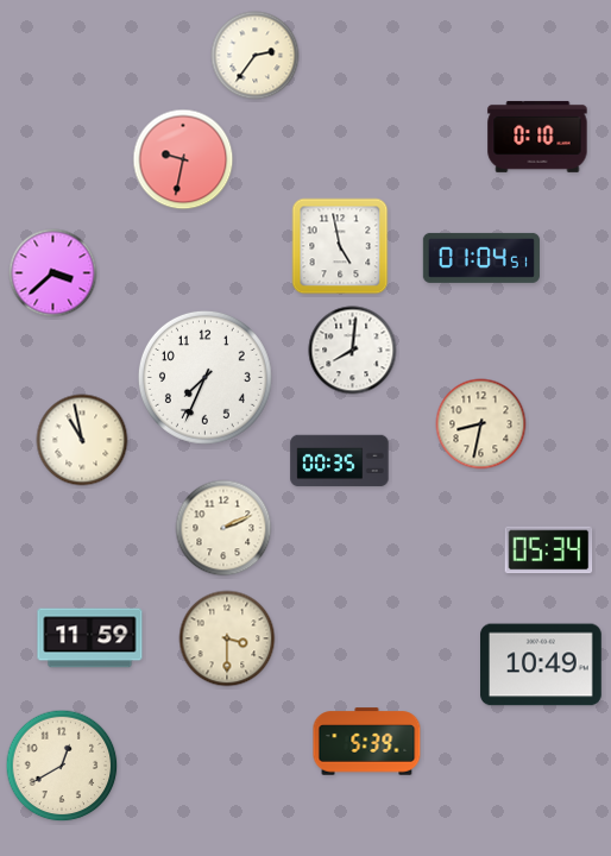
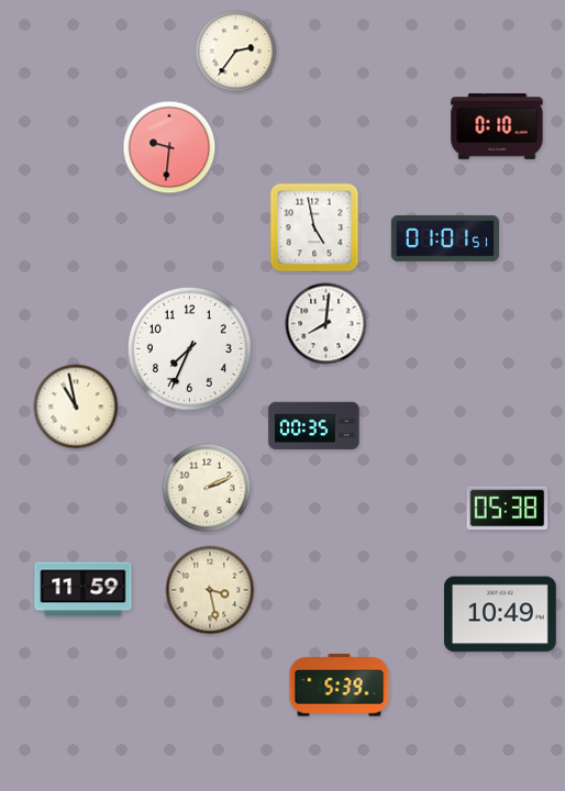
clock at (183, 159): 9:32 -> 9:31
clock at (481, 258): 01:04 -> 01:01
clock at (53, 273): 3:38 -> none
clock at (481, 424): 8:32 -> none
clock at (549, 550): 05:34 -> 05:38
clock at (227, 638): 3:30 -> 3:28
clock at (62, 766): 12:40 -> none
